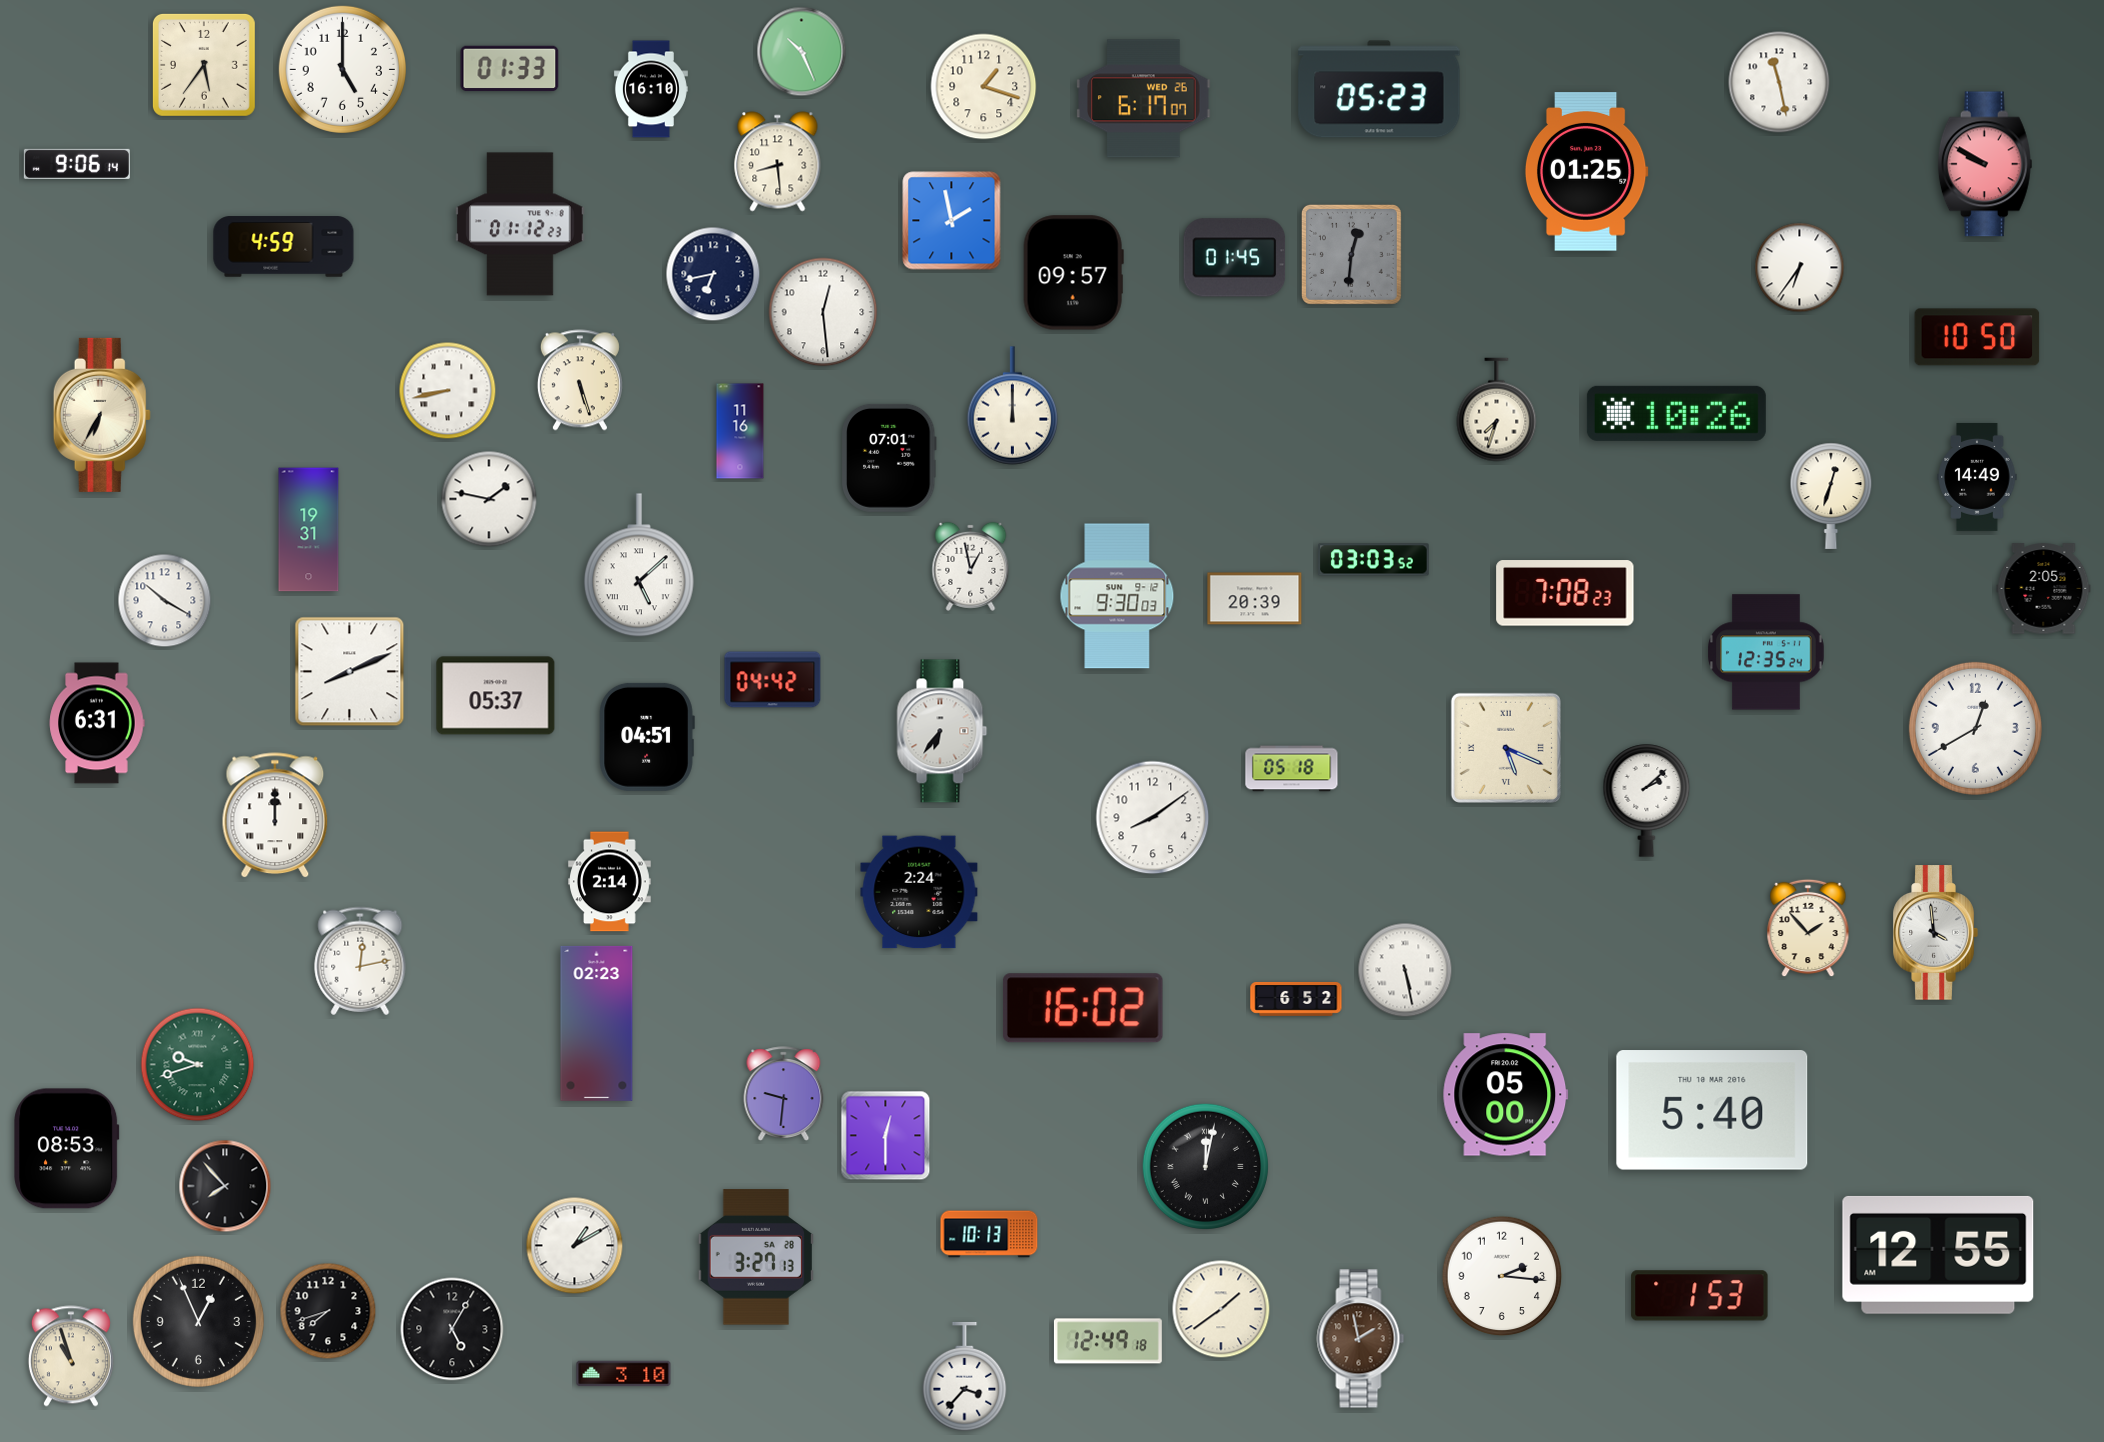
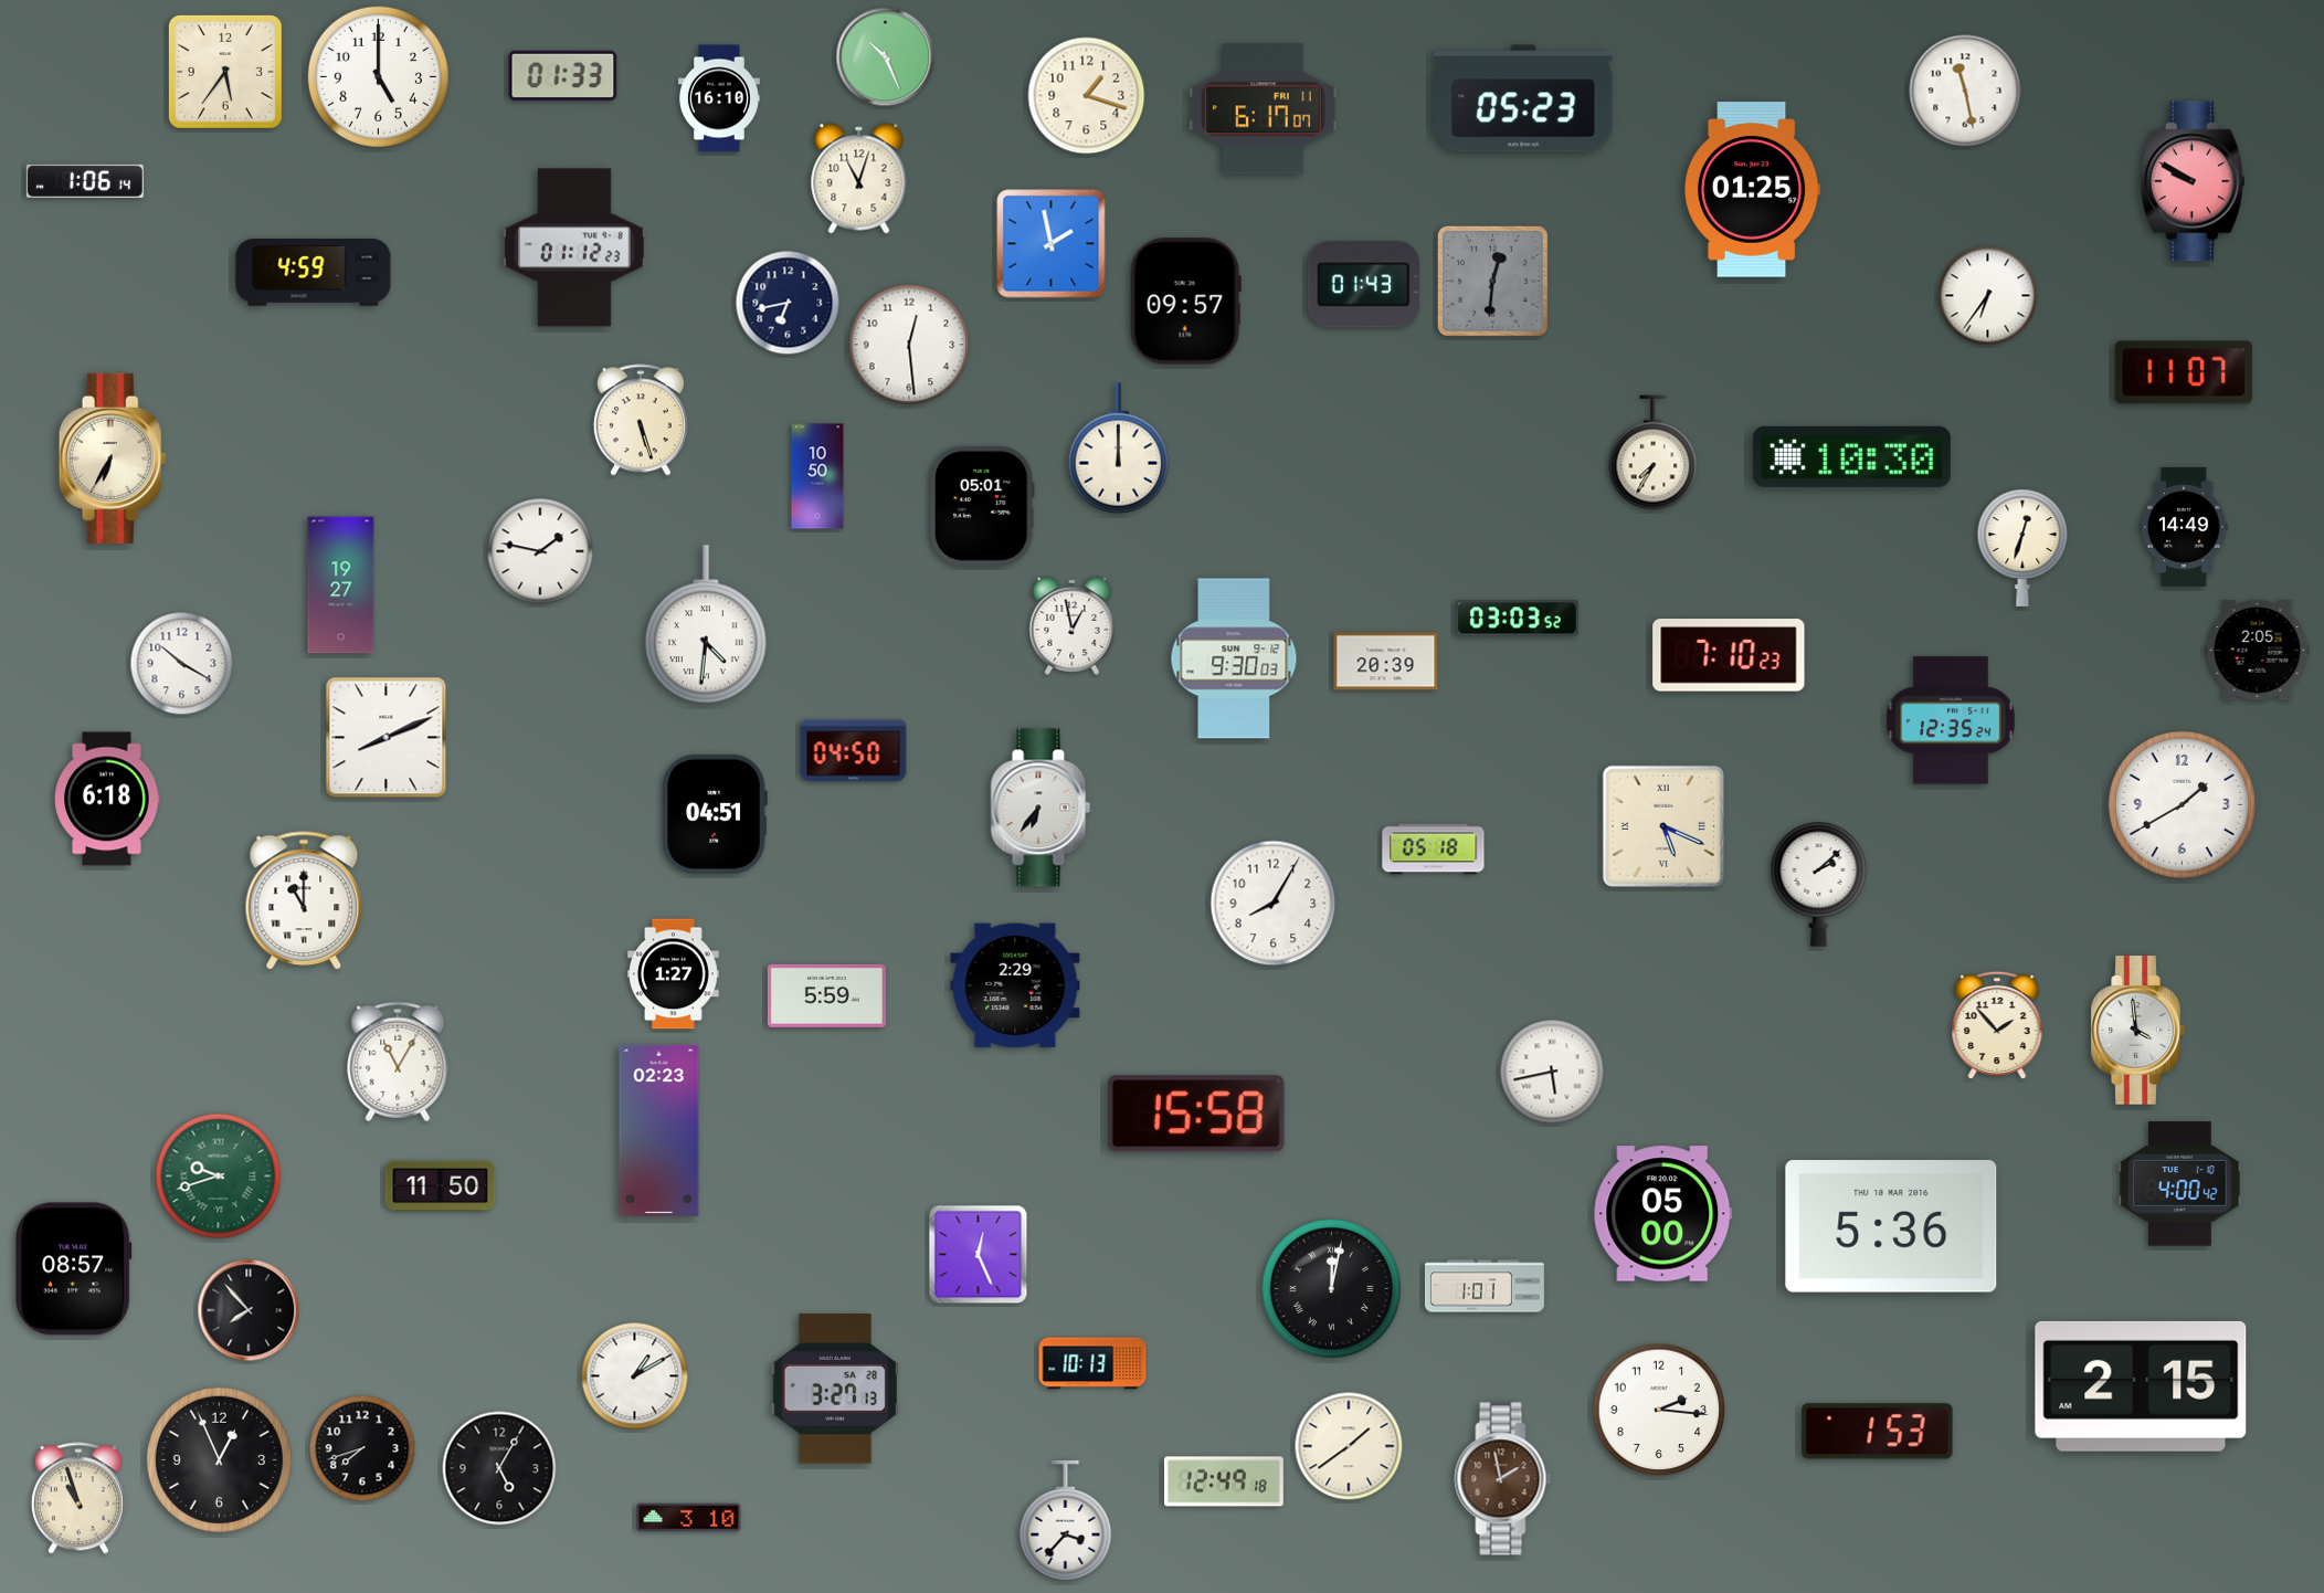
clock at (1144, 99) date: WED 26 -> FRI 11
clock at (778, 162): 8:29 -> 11:03
clock at (77, 164): 9:06 -> 1:06
clock at (1235, 258): 01:45 -> 01:43
clock at (1977, 337): 10:50 -> 11:07
clock at (448, 391): 8:43 -> none
clock at (1497, 410): 7:33 -> 7:35
clock at (1676, 413): 10:26 -> 10:30
clock at (740, 431): 11:16 -> 10:50
clock at (889, 458): 07:01 -> 05:01
clock at (309, 530): 19:31 -> 19:27
clock at (639, 566): 5:08 -> 4:31
clock at (1565, 593): 7:08 -> 7:10
clock at (350, 672) position: (350, 672) -> (387, 738)
clock at (773, 680): 04:42 -> 04:50
clock at (496, 696): 05:37 -> none
clock at (97, 723): 6:31 -> 6:18
clock at (1975, 728): 12:40 -> 1:40
clock at (1292, 769) position: (1292, 769) -> (1434, 850)
clock at (275, 816): 12:00 -> 11:00
clock at (1153, 818): 8:09 -> 8:05
clock at (610, 882): 2:14 -> 1:27
clock at (919, 892): 2:24 -> 2:29
clock at (826, 995): none -> 5:59
clock at (360, 961): 12:13 -> 11:05
clock at (1405, 970): 5:28 -> 5:43
clock at (1296, 999): 6:52 -> none
clock at (1083, 1008): 16:02 -> 15:58
clock at (2180, 1184): none -> 4:00
clock at (441, 1186): none -> 11:50
clock at (784, 1094): 9:31 -> none
clock at (1506, 1095) position: (1506, 1095) -> (1663, 1214)
clock at (1712, 1110): 5:40 -> 5:36
clock at (886, 1136): 12:30 -> 12:26
clock at (67, 1149): 08:53 -> 08:57
clock at (1485, 1286): none -> 1:01
clock at (1938, 1255): 12:55 -> 2:15
